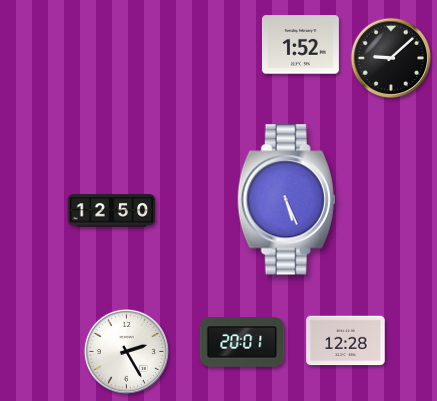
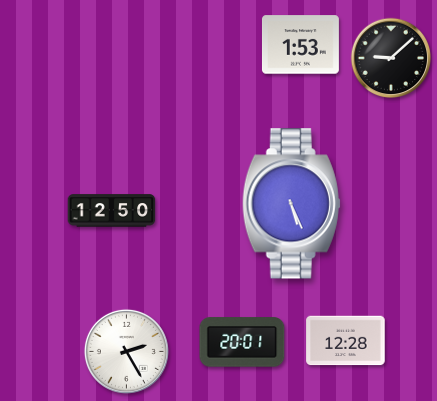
clock at (300, 45): 1:52 -> 1:53
clock at (286, 200) position: (286, 200) -> (291, 204)
